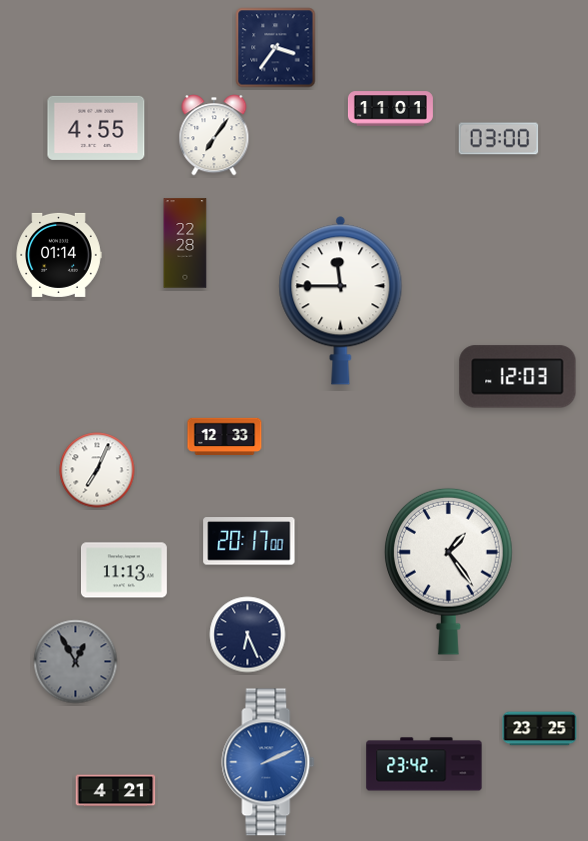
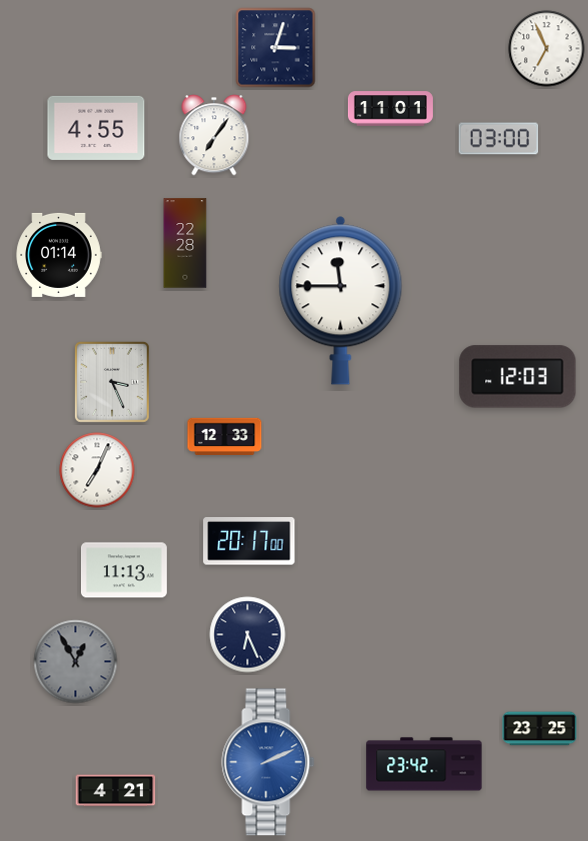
clock at (276, 48): 3:36 -> 3:03
clock at (547, 49): none -> 6:56
clock at (112, 382): none -> 3:26
clock at (448, 571): 1:24 -> none
